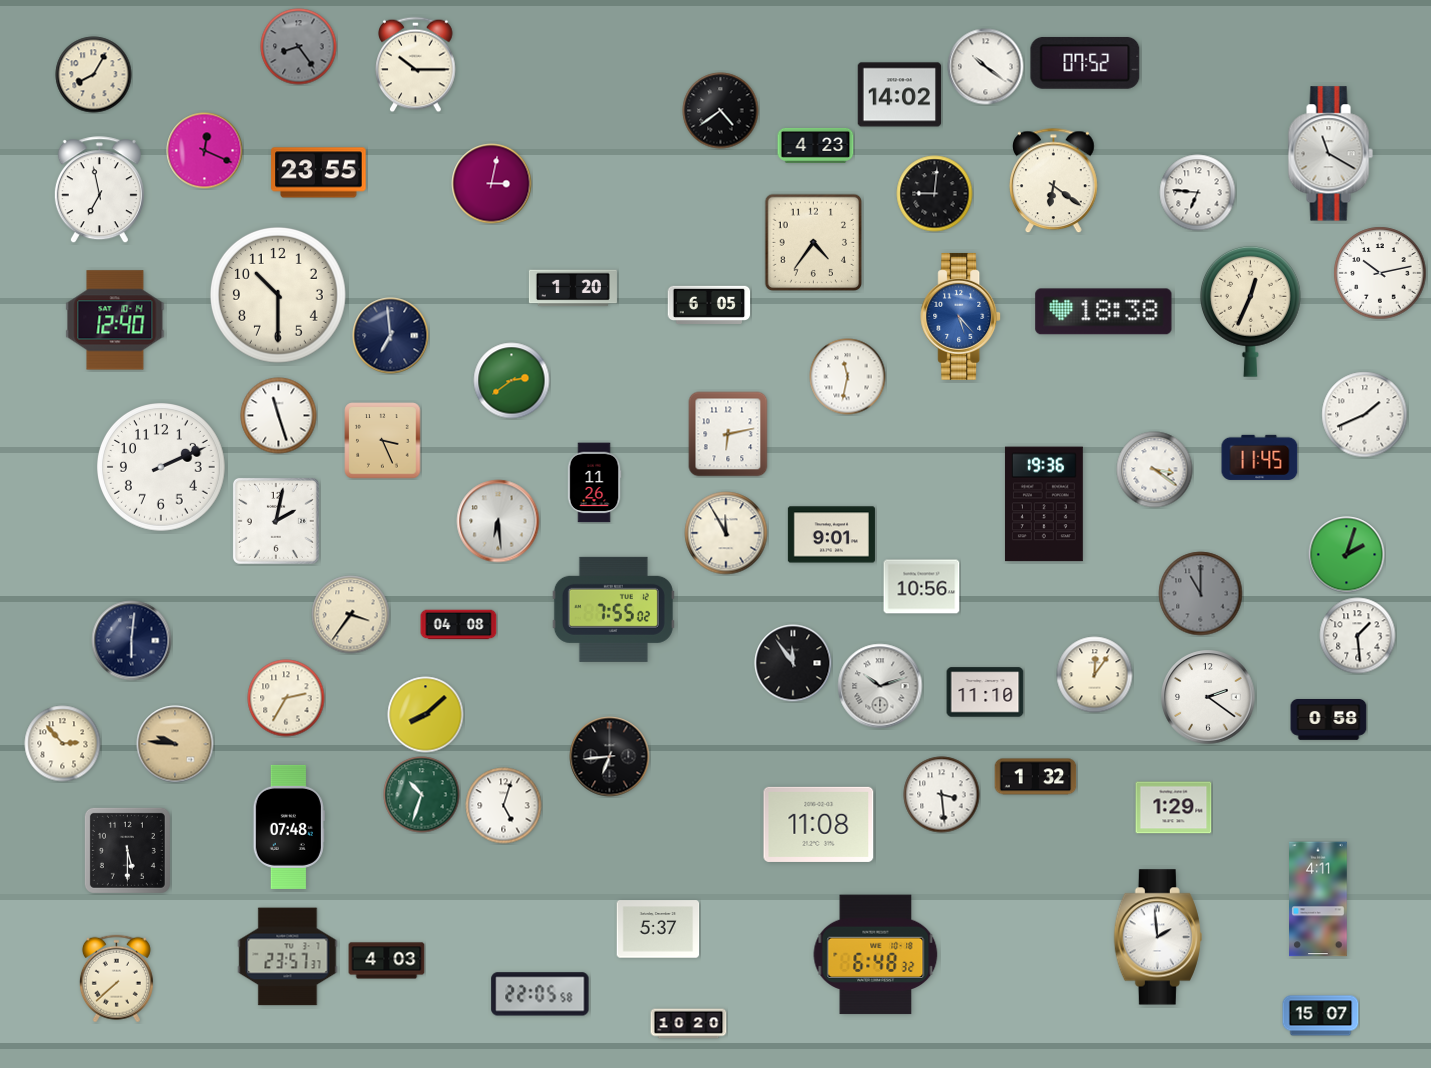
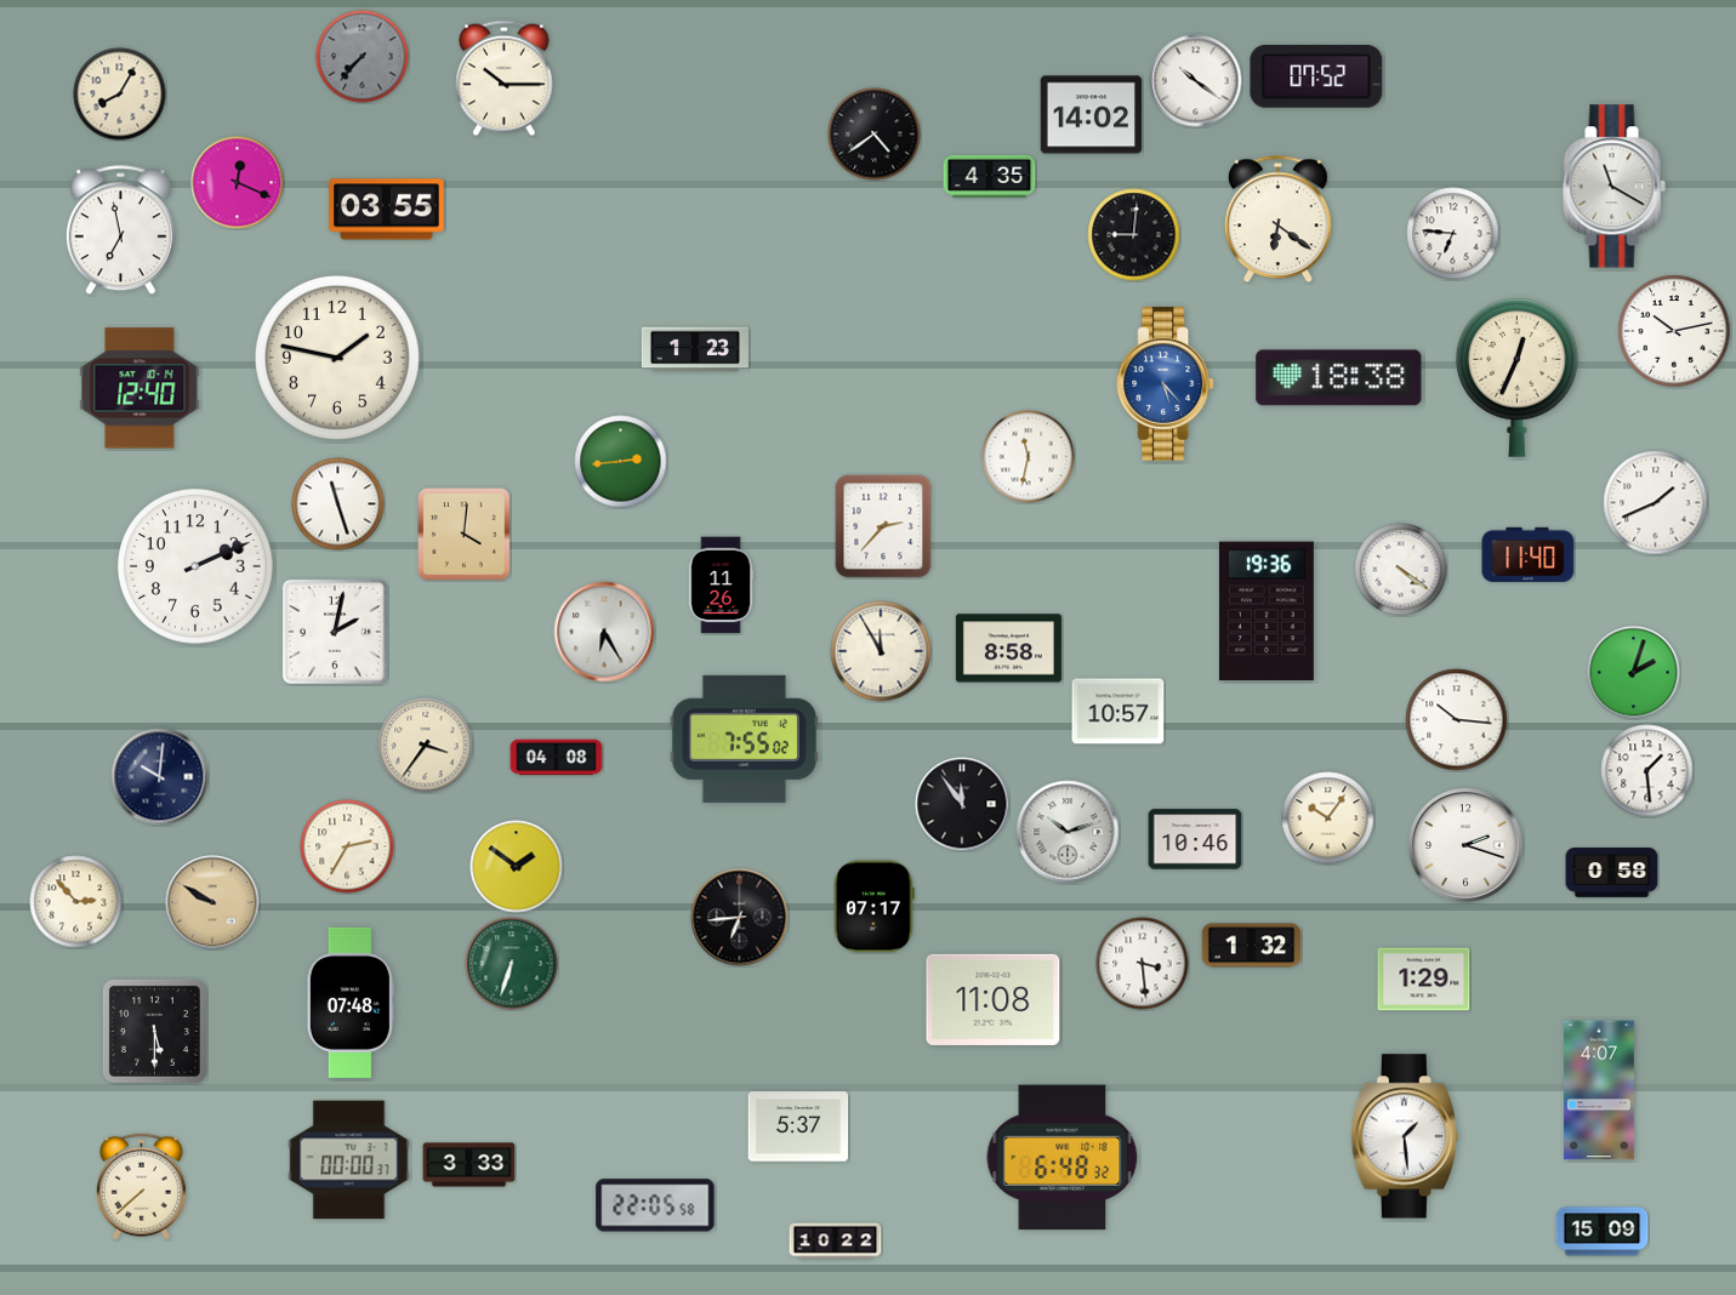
clock at (299, 47): 8:24 -> 7:37
clock at (94, 75) position: (94, 75) -> (120, 95)
clock at (816, 145): 4:23 -> 4:35
clock at (205, 151) position: (205, 151) -> (238, 183)
clock at (319, 173): 23:55 -> 03:55
clock at (492, 184): 3:02 -> none
clock at (814, 243): 4:36 -> none
clock at (573, 288): 1:20 -> 1:23
clock at (278, 295): 10:30 -> 1:47
clock at (709, 304): 6:05 -> none
clock at (391, 336): 6:59 -> none
clock at (512, 381): 2:39 -> 2:44
clock at (728, 434): 6:13 -> 2:37
clock at (383, 441): 3:26 -> 4:01
clock at (1260, 457): 11:45 -> 11:40
clock at (1155, 470): 3:21 -> 4:21
clock at (498, 521): 6:29 -> 6:25
clock at (726, 533) position: (726, 533) -> (881, 651)
clock at (831, 535): 9:01 -> 8:58
clock at (922, 587): 10:56 -> 10:57
clock at (1201, 594): 11:00 -> 10:16
clock at (1201, 594) dial: grey -> white
clock at (132, 641): 6:01 -> 10:01
clock at (1095, 675): 12:06 -> 10:06
clock at (985, 692): 11:10 -> 10:46
clock at (1208, 697): 2:21 -> 2:18
clock at (426, 715): 8:08 -> 1:51
clock at (175, 744): 9:46 -> 9:50
clock at (873, 907): none -> 07:17
clock at (1036, 777) position: (1036, 777) -> (1252, 946)
clock at (422, 795): 10:33 -> 6:33
clock at (504, 806): 5:03 -> none
clock at (1318, 899): 4:11 -> 4:07
clock at (1158, 937): 1:59 -> 1:29
clock at (288, 957): 23:57 -> 00:00
clock at (387, 961): 4:03 -> 3:33
clock at (1321, 1016): 15:07 -> 15:09
clock at (689, 1024): 10:20 -> 10:22
